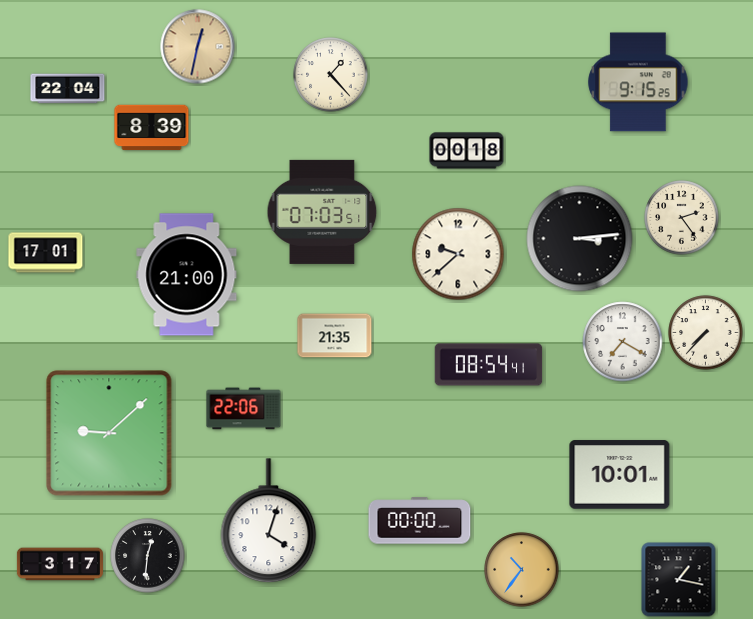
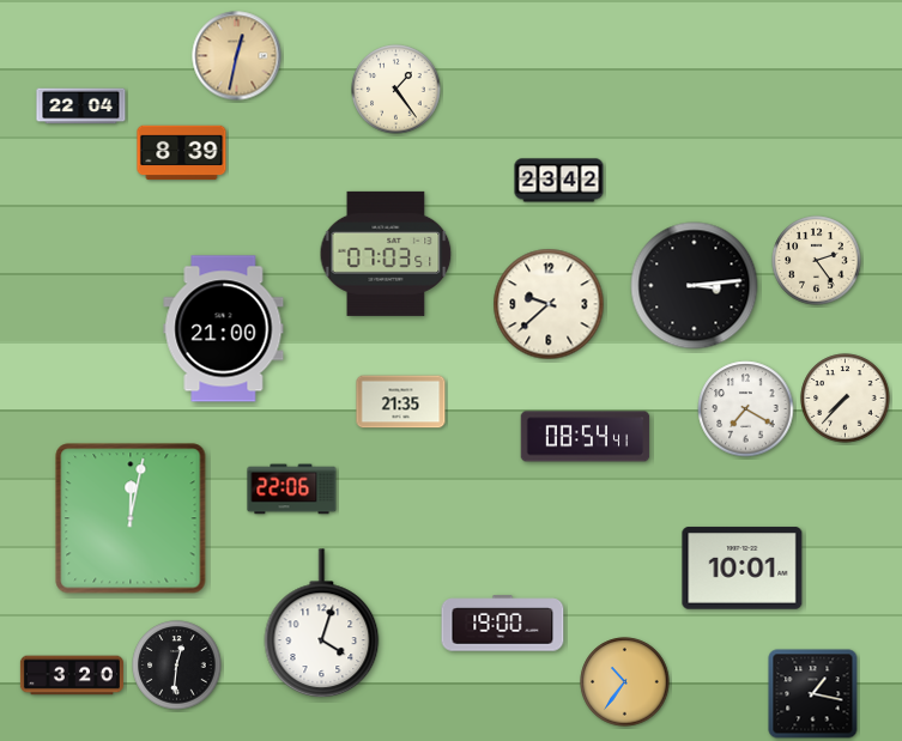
clock at (331, 75): 1:23 -> 1:24
clock at (638, 82): 9:15 -> none
clock at (467, 151): 00:18 -> 23:42
clock at (46, 253): 17:01 -> none
clock at (109, 433): 9:08 -> 12:02
clock at (420, 521): 00:00 -> 19:00
clock at (60, 564): 3:17 -> 3:20
